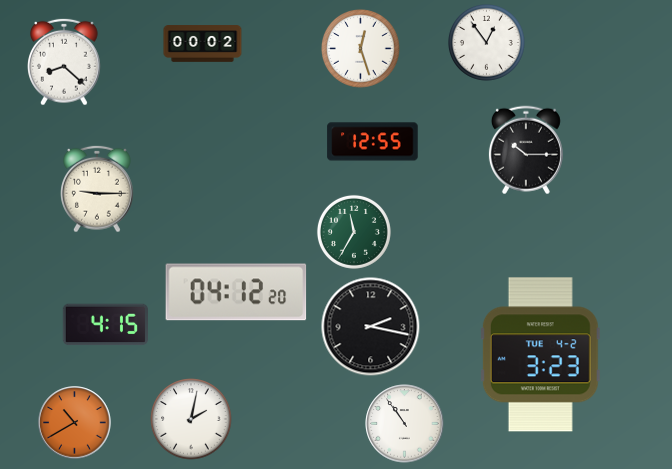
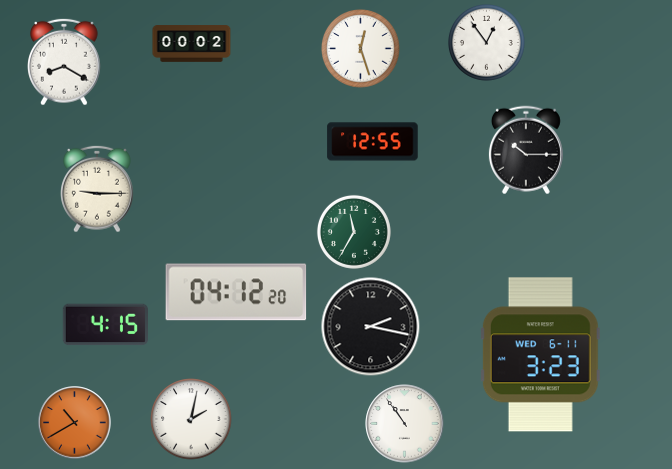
clock at (203, 44) position: (203, 44) -> (192, 44)
clock at (65, 62): 8:22 -> 8:20
clock at (540, 355) date: TUE 4-2 -> WED 6-11
